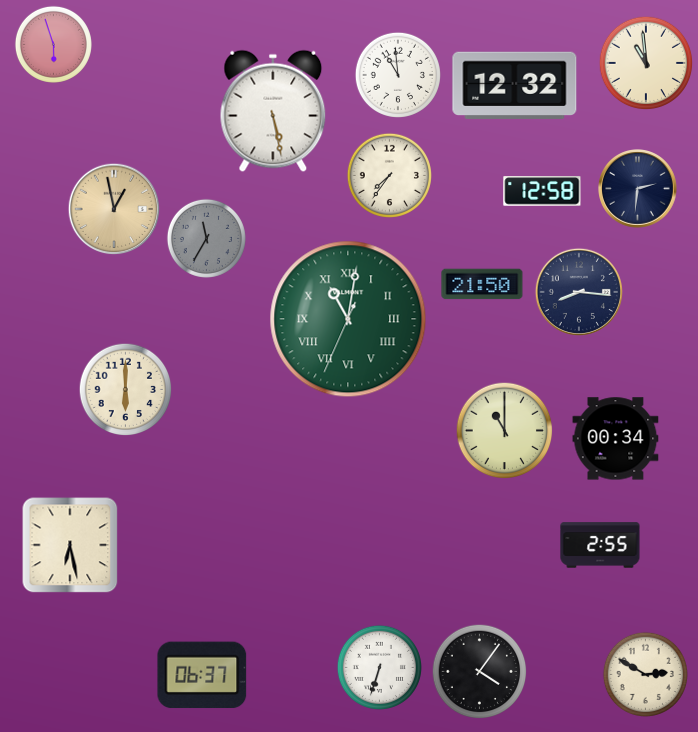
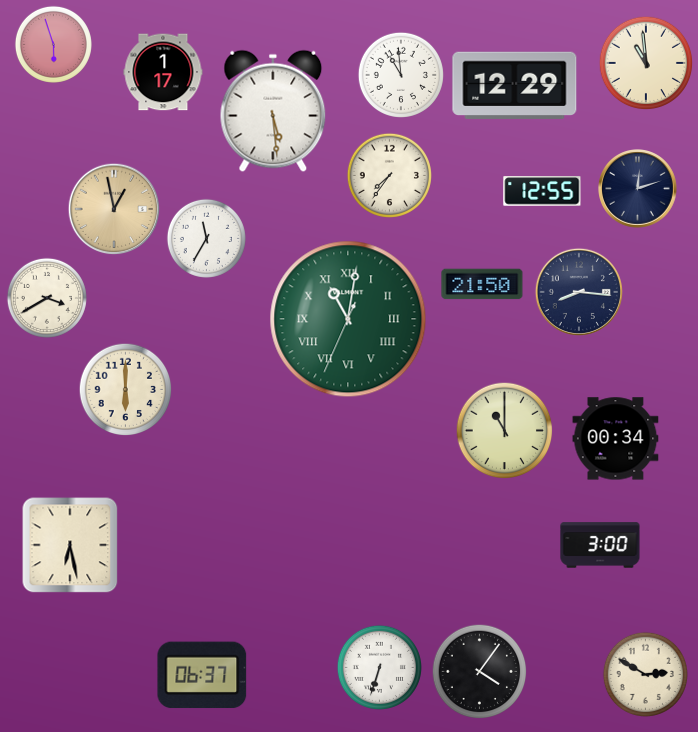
clock at (163, 72): none -> 1:17
clock at (397, 74) position: (397, 74) -> (400, 74)
clock at (515, 85): 12:32 -> 12:29
clock at (273, 111): 5:28 -> 5:29
clock at (638, 189): 2:31 -> 12:12
clock at (542, 191): 12:58 -> 12:55
clock at (206, 238) dial: grey -> white
clock at (47, 298): none -> 3:40
clock at (600, 545): 2:55 -> 3:00
